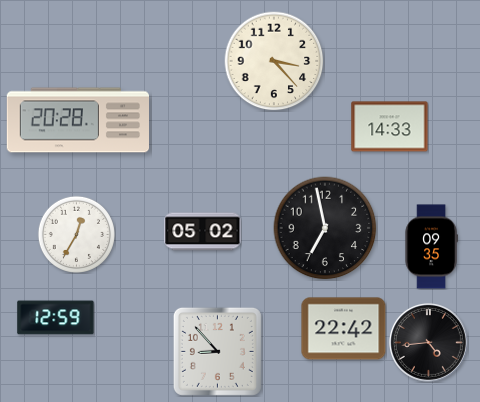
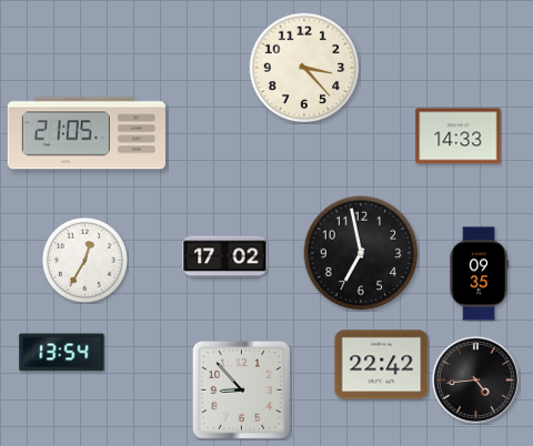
clock at (77, 120): 20:28 -> 21:05
clock at (390, 127) position: (390, 127) -> (459, 136)
clock at (203, 232): 05:02 -> 17:02
clock at (56, 318): 12:59 -> 13:54
